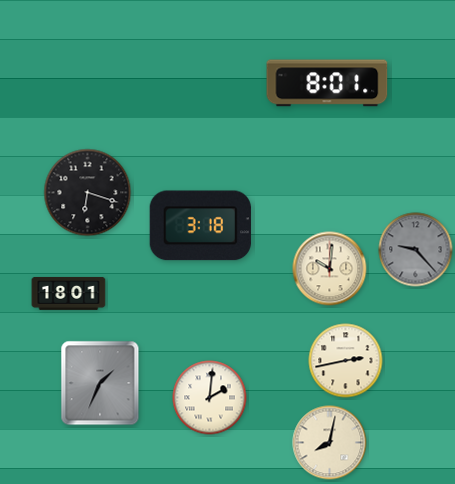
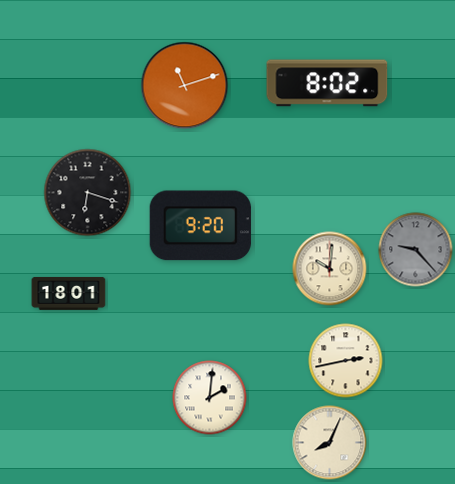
clock at (327, 83): 8:01 -> 8:02
clock at (185, 86): none -> 11:12
clock at (200, 226): 3:18 -> 9:20
clock at (100, 383): 1:34 -> none
clock at (330, 443): 8:02 -> 8:04
